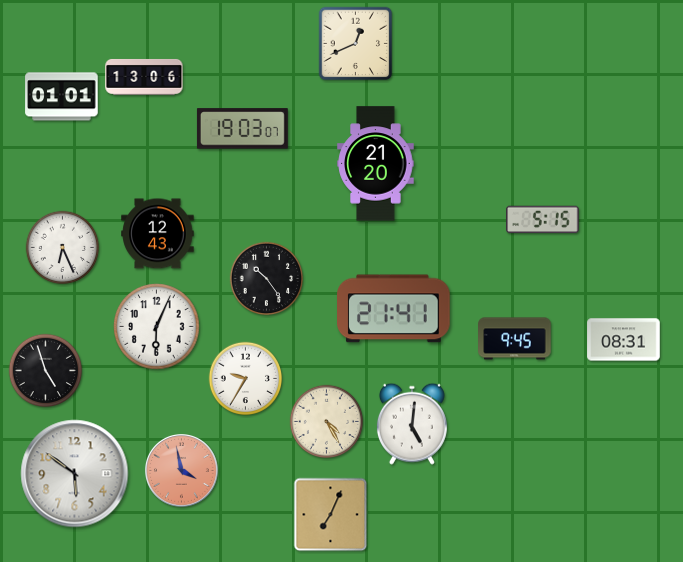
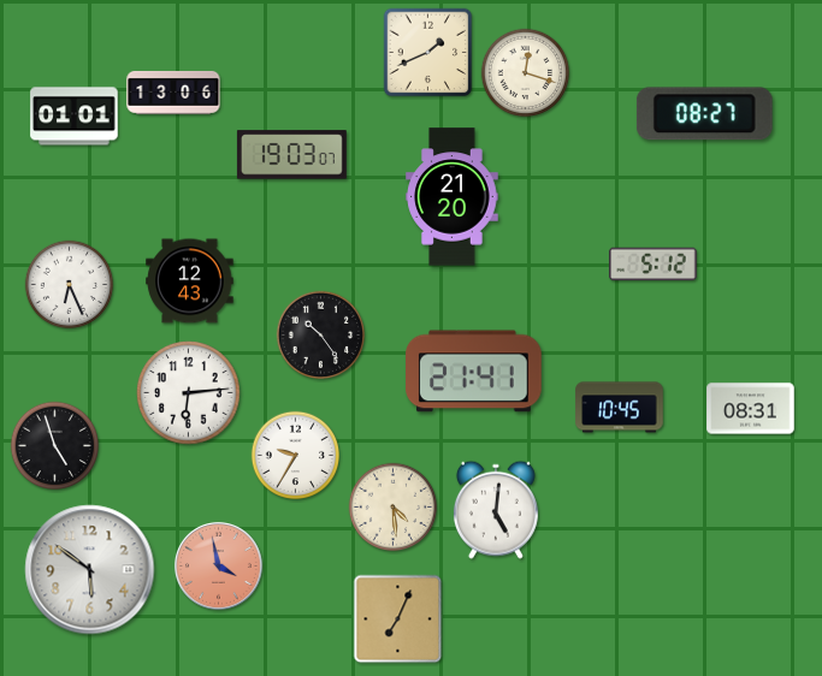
clock at (356, 44): 12:41 -> 1:41
clock at (526, 73): none -> 12:18
clock at (704, 114): none -> 08:27
clock at (543, 220): 5:15 -> 5:12
clock at (63, 248) position: (63, 248) -> (70, 285)
clock at (157, 327): 6:04 -> 6:14
clock at (515, 339): 9:45 -> 10:45
clock at (327, 422): 4:25 -> 4:29
